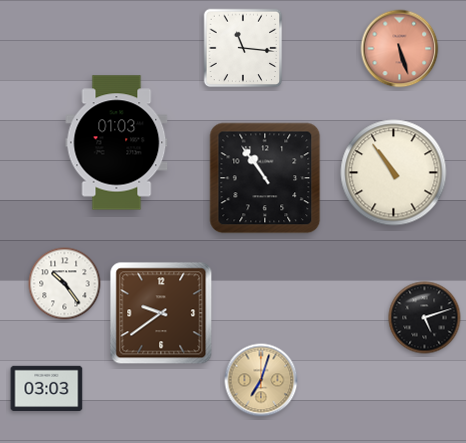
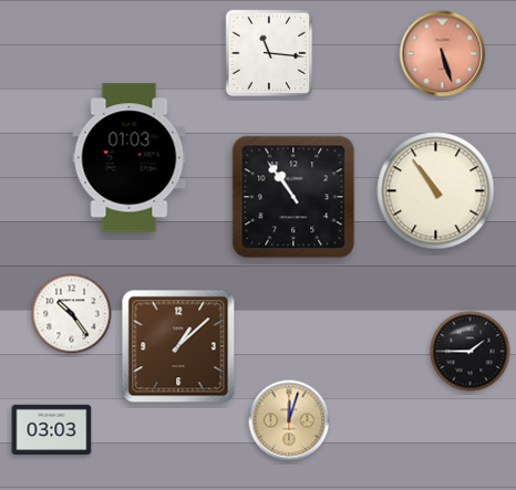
clock at (161, 313): 9:39 -> 1:08
clock at (425, 318): 5:12 -> 1:45
clock at (261, 380): 7:03 -> 12:03
